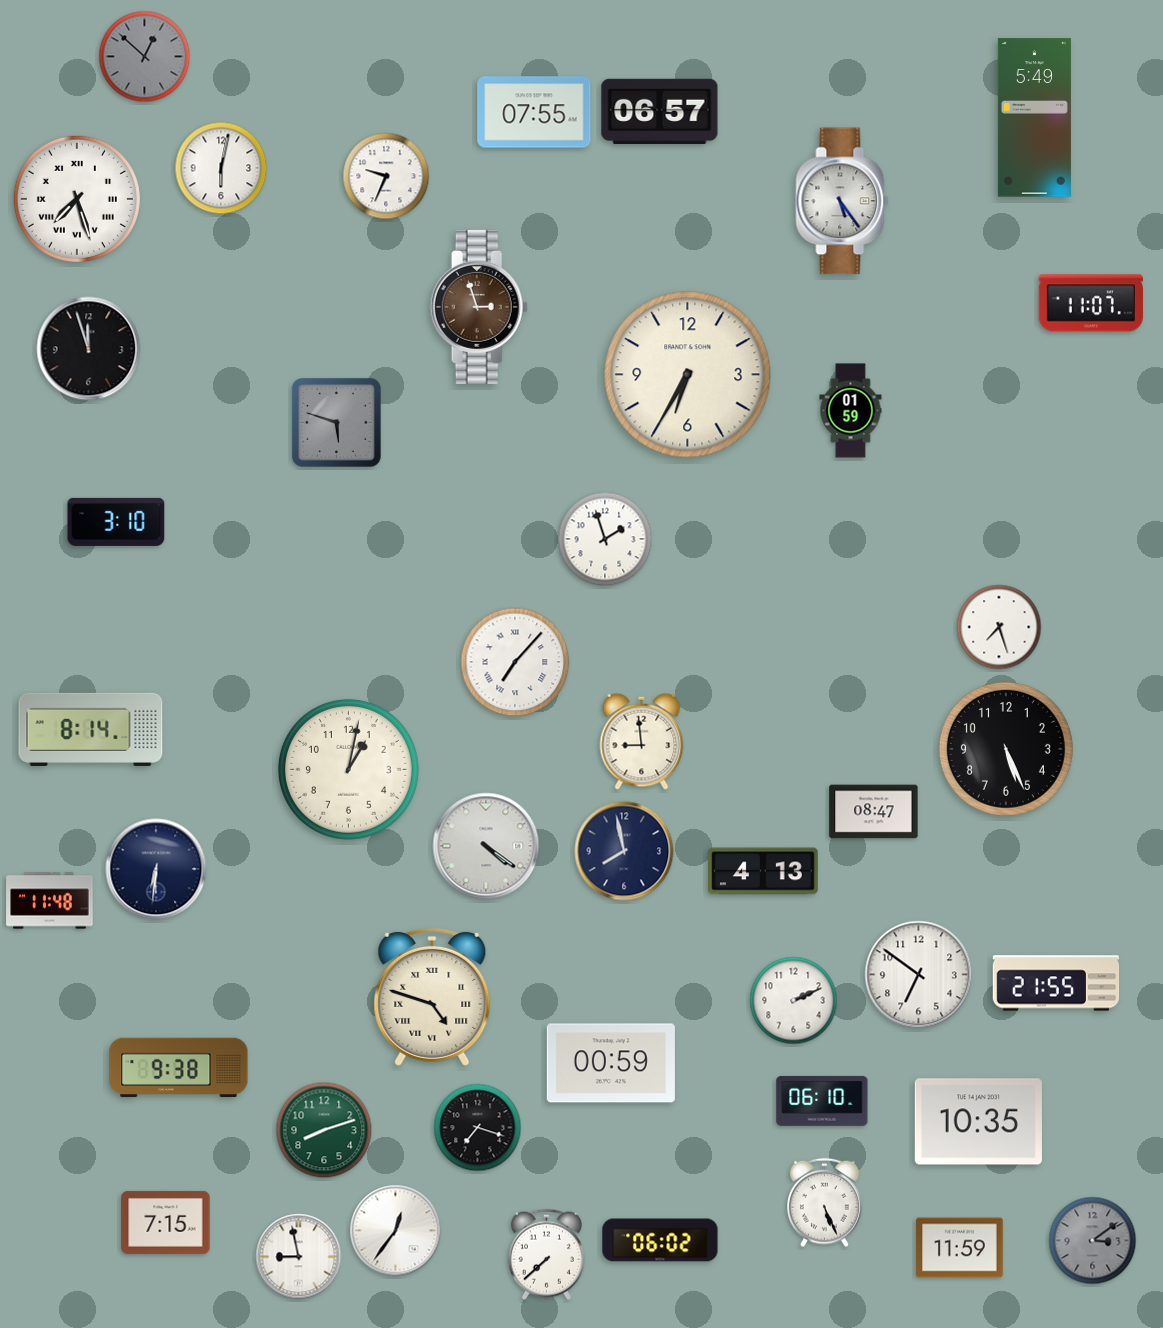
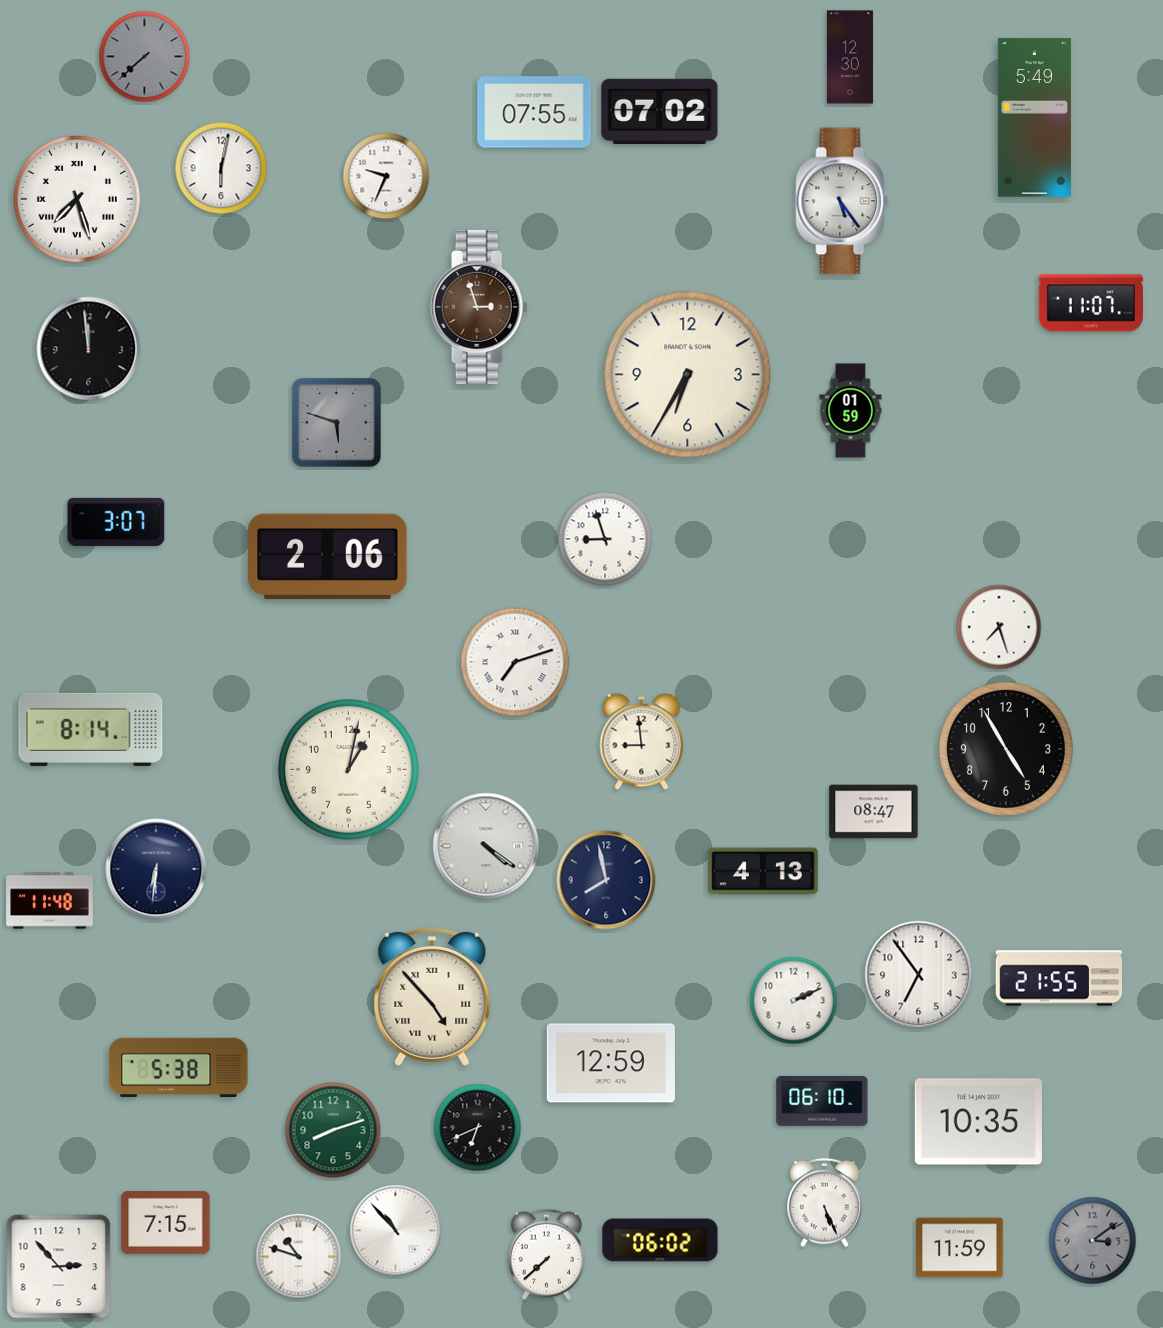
clock at (145, 57): 12:52 -> 7:38
clock at (850, 57): none -> 12:30
clock at (660, 111): 06:57 -> 07:02
clock at (89, 349): 11:57 -> 11:59
clock at (116, 522): 3:10 -> 3:07
clock at (605, 539): 1:57 -> 8:57
clock at (328, 557): none -> 2:06
clock at (515, 662): 7:07 -> 7:12
clock at (1006, 749): 5:26 -> 4:55
clock at (624, 851) position: (624, 851) -> (606, 880)
clock at (919, 975): 6:51 -> 6:54
clock at (1056, 983) position: (1056, 983) -> (1059, 978)
clock at (432, 997): 4:48 -> 4:53
clock at (611, 1063): 00:59 -> 12:59
clock at (179, 1068): 9:38 -> 5:38
clock at (478, 1128): 7:18 -> 6:41
clock at (324, 1130) position: (324, 1130) -> (333, 1130)
clock at (396, 1231): 12:36 -> 10:53
clock at (299, 1257): 8:58 -> 10:48
clock at (59, 1267): none -> 2:53
